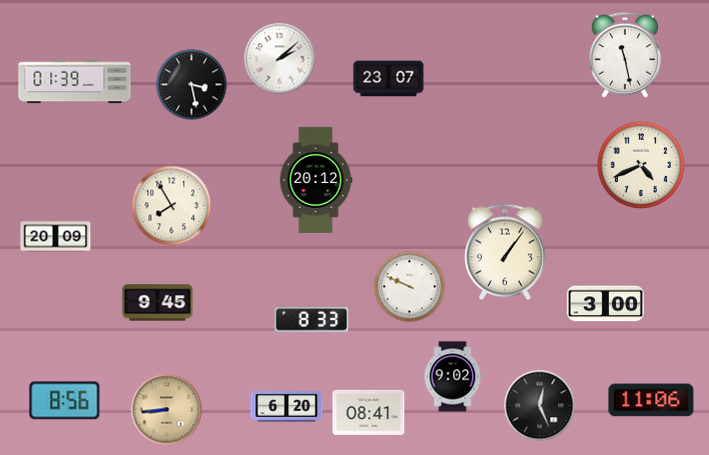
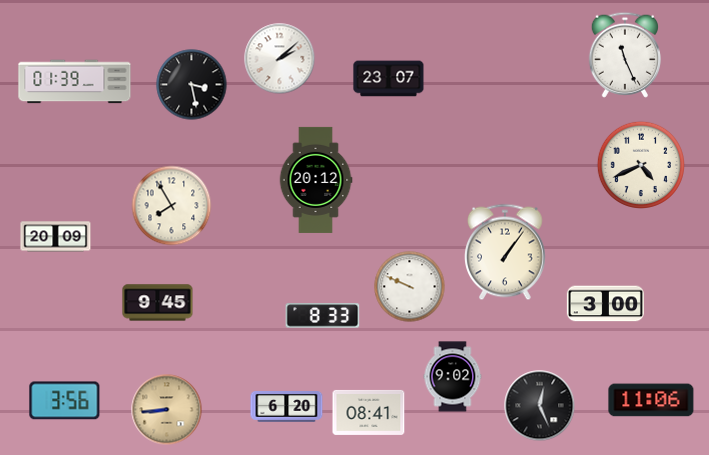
clock at (624, 55): 11:28 -> 11:26
clock at (312, 320) position: (312, 320) -> (323, 316)
clock at (65, 401): 8:56 -> 3:56
